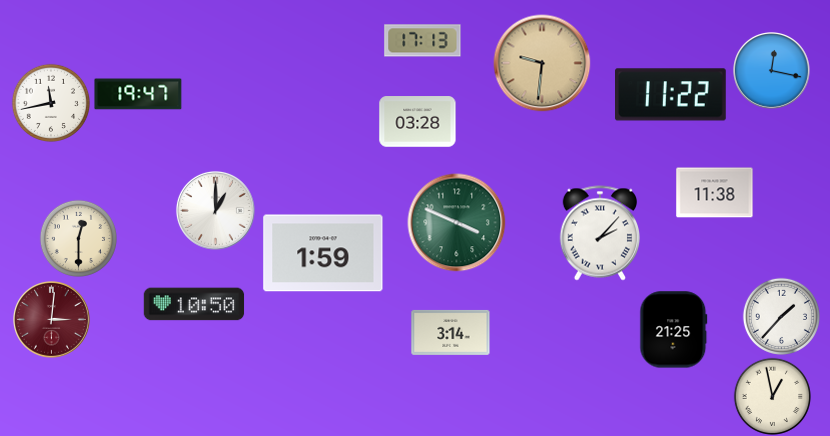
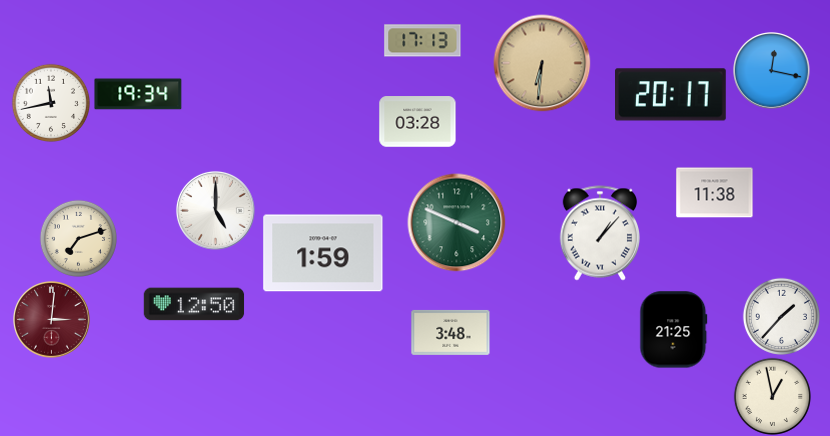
clock at (542, 63): 9:31 -> 6:31
clock at (138, 94): 19:47 -> 19:34
clock at (671, 95): 11:22 -> 20:17
clock at (215, 210): 1:00 -> 5:00
clock at (599, 233): 2:07 -> 1:07
clock at (78, 238): 12:30 -> 7:12
clock at (194, 304): 10:50 -> 12:50
clock at (451, 332): 3:14 -> 3:48
